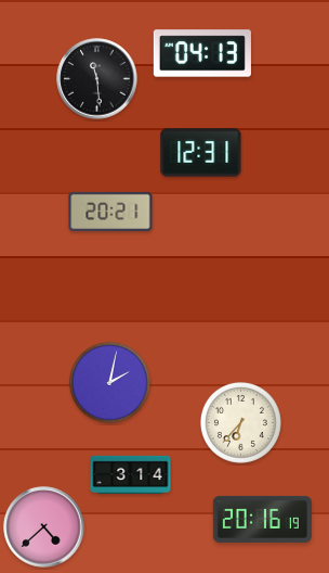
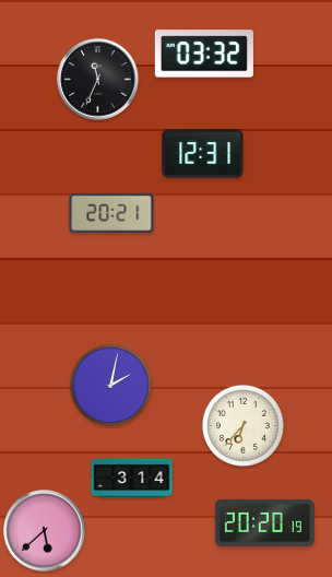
clock at (202, 53): 04:13 -> 03:32
clock at (97, 79): 11:29 -> 11:34
clock at (262, 519): 20:16 -> 20:20
clock at (44, 527): 4:38 -> 5:38
